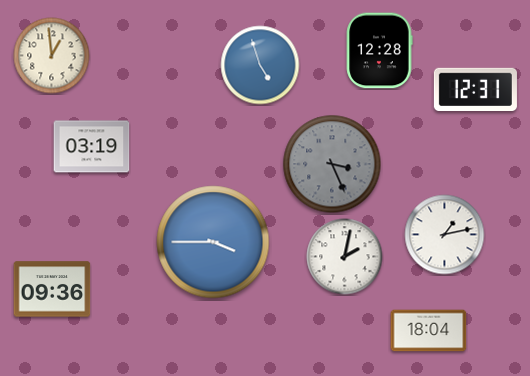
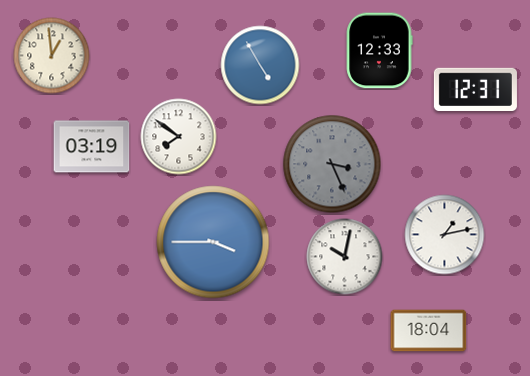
clock at (379, 51): 12:28 -> 12:33
clock at (260, 65): 4:57 -> 4:55
clock at (179, 137): none -> 7:51
clock at (345, 257): 2:02 -> 10:02
clock at (52, 289): 09:36 -> none
